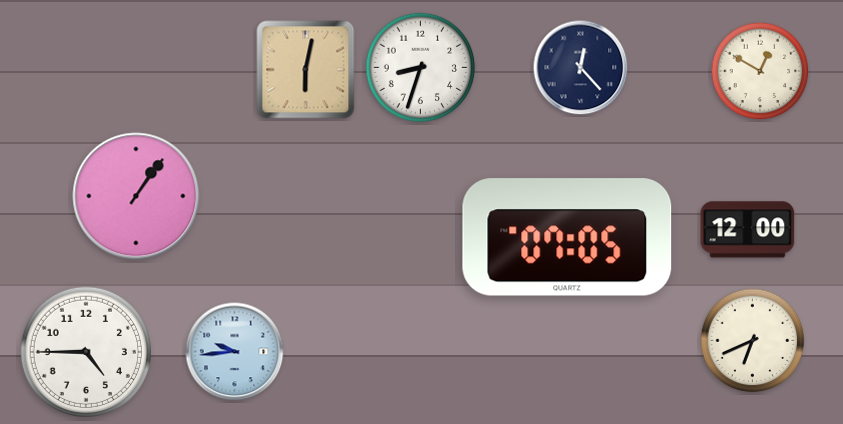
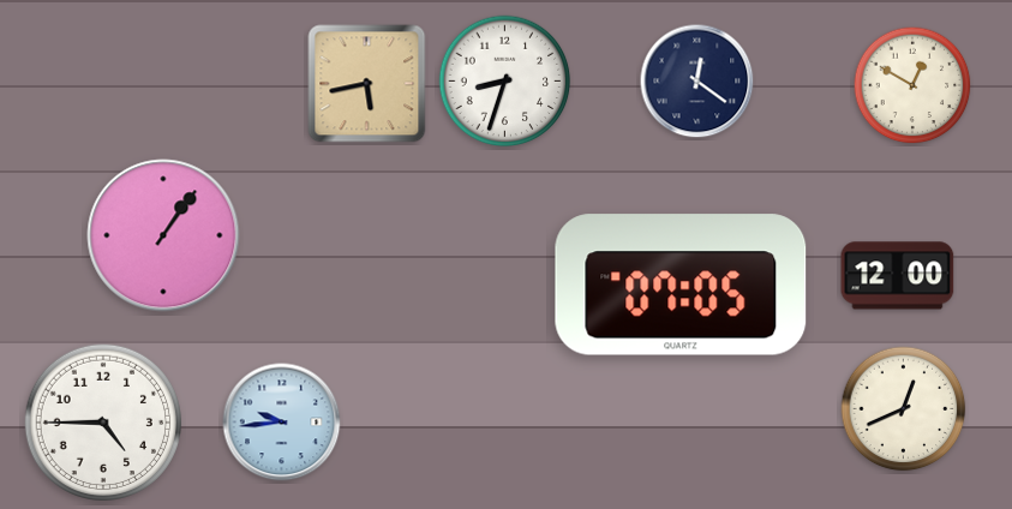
clock at (581, 68): 12:23 -> 12:21
clock at (306, 70): 6:02 -> 5:43
clock at (753, 341): 6:41 -> 12:41
